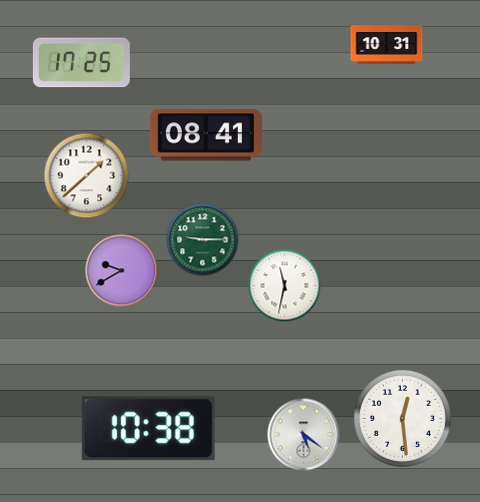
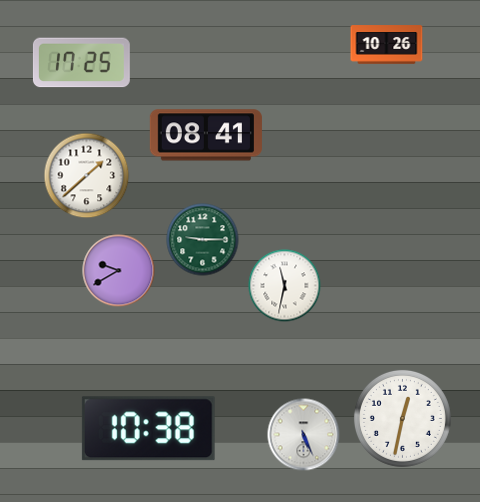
clock at (387, 45): 10:31 -> 10:26
clock at (122, 271) position: (122, 271) -> (119, 271)
clock at (402, 418): 12:29 -> 12:32
clock at (304, 435): 5:21 -> 5:26
